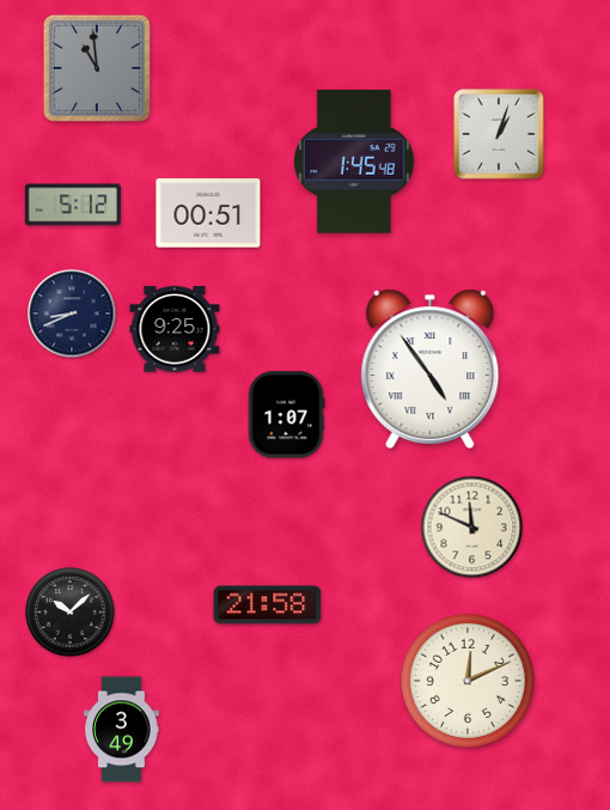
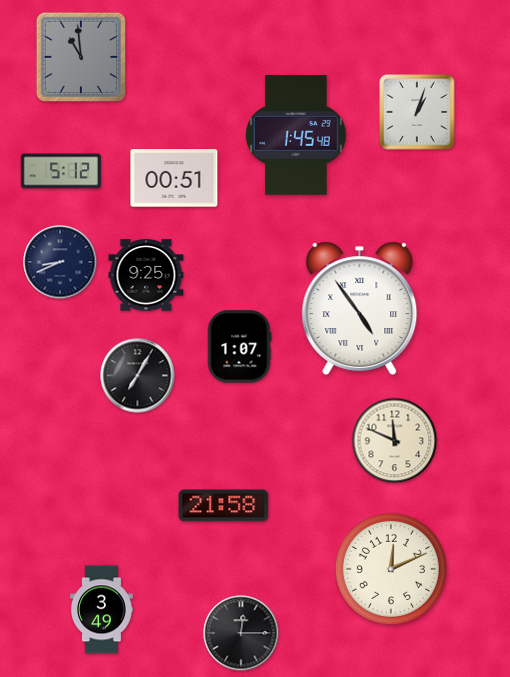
clock at (138, 376): none -> 7:05
clock at (71, 613): 10:08 -> none
clock at (241, 633): none -> 12:15
